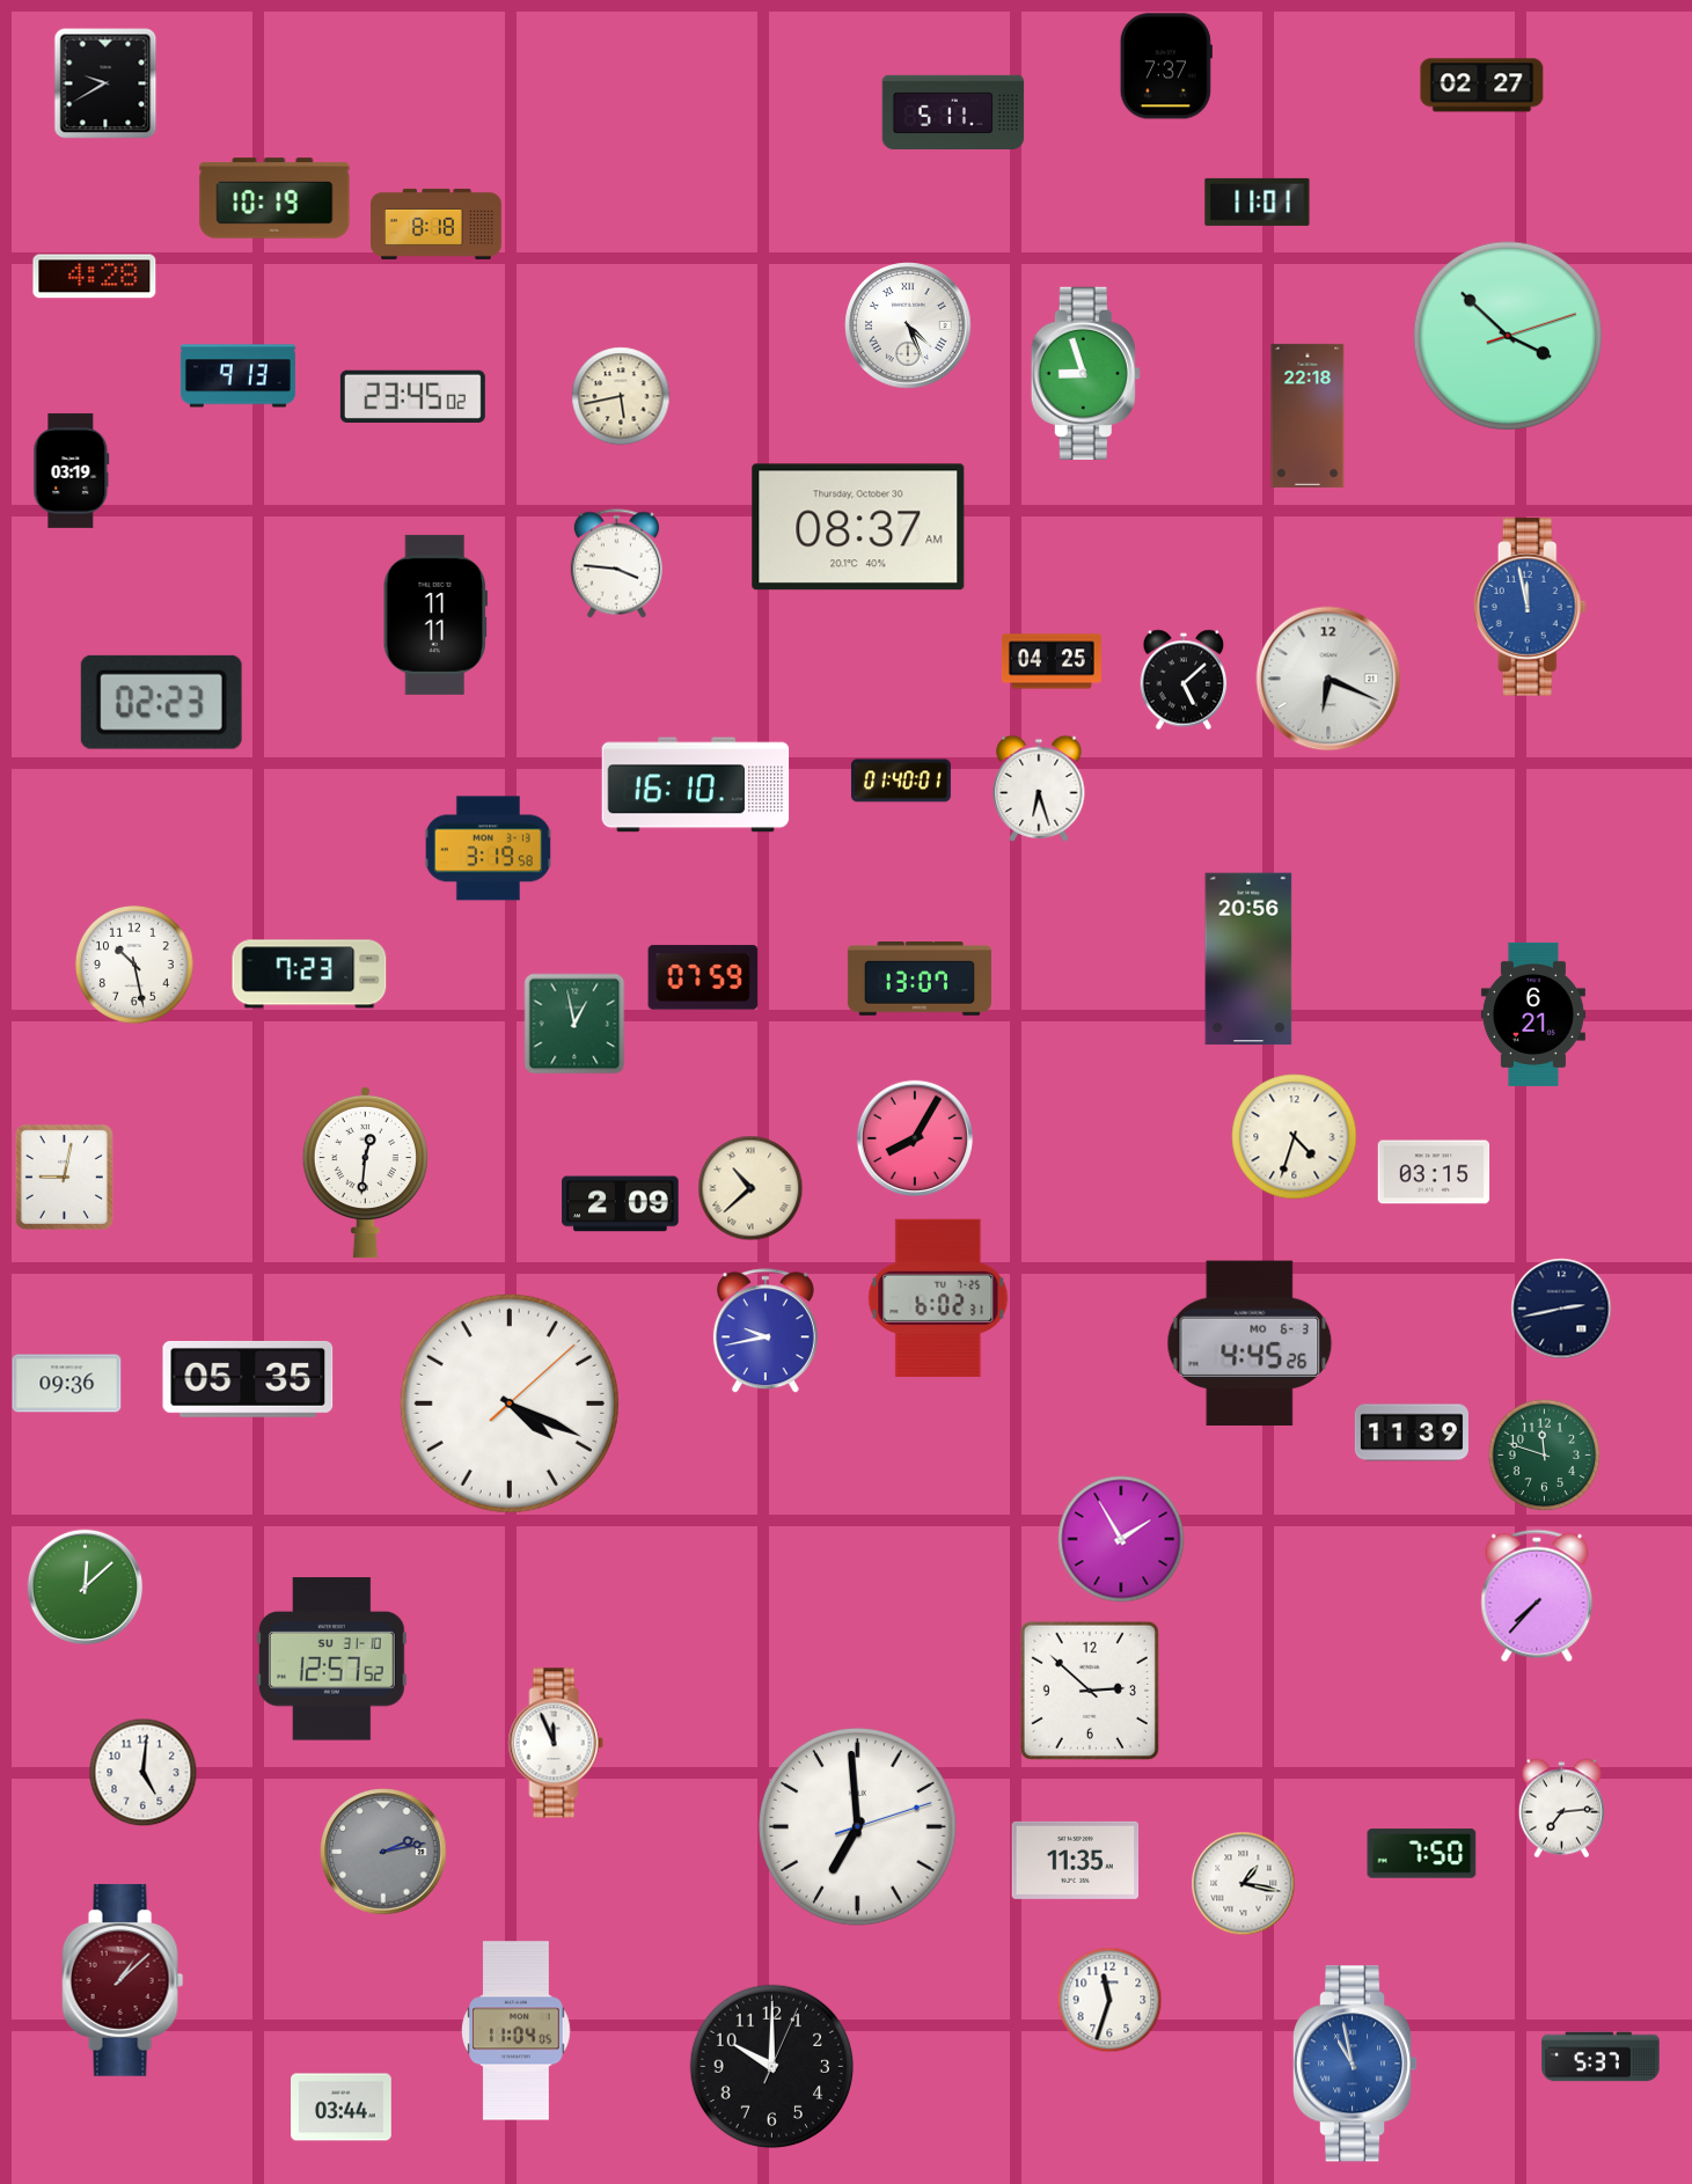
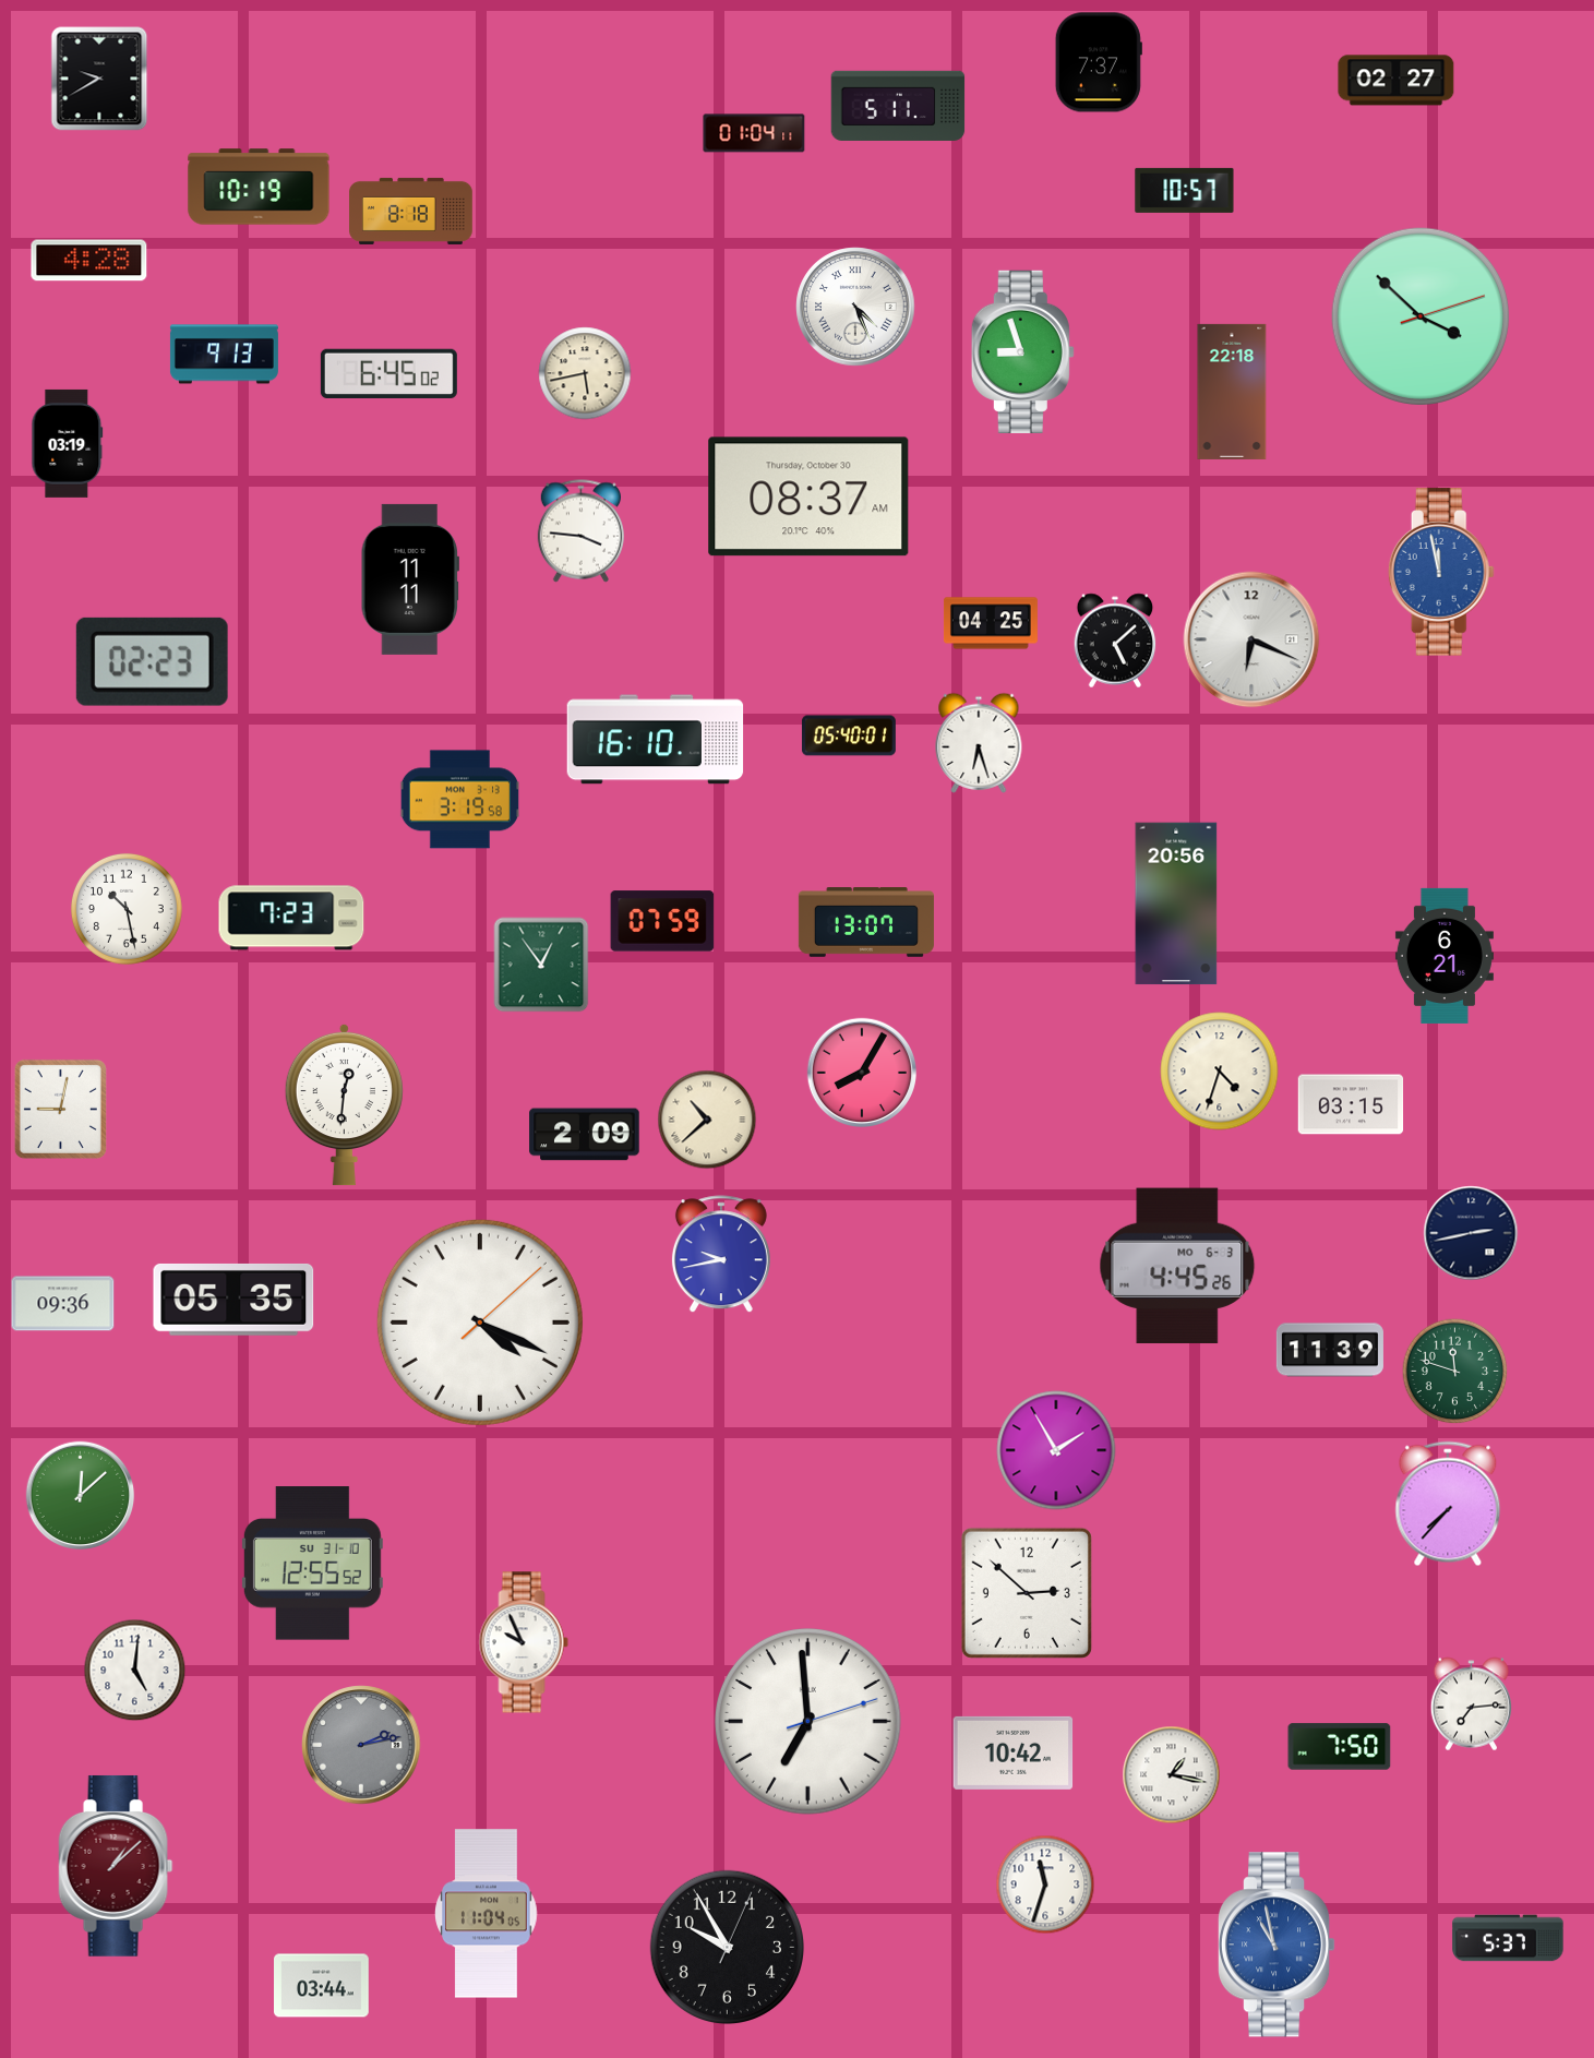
clock at (754, 133): none -> 01:04
clock at (1258, 201): 11:01 -> 10:57
clock at (412, 396): 23:45 -> 6:45
clock at (901, 780): 01:40 -> 05:40
clock at (574, 1024): 12:58 -> 12:54
clock at (938, 1298): 6:02 -> none
clock at (331, 1659): 12:57 -> 12:55
clock at (556, 1743): 11:56 -> 9:56
clock at (1076, 1860): 11:35 -> 10:42
clock at (771, 2066): 10:00 -> 9:55
